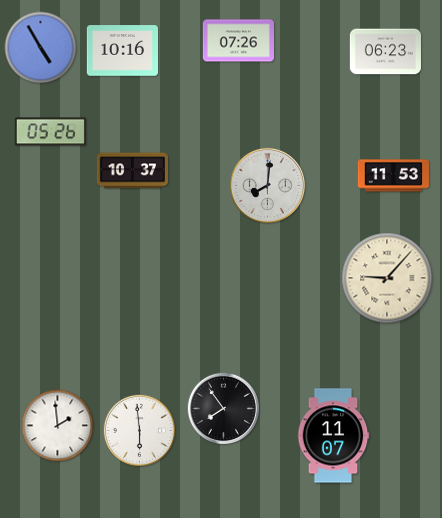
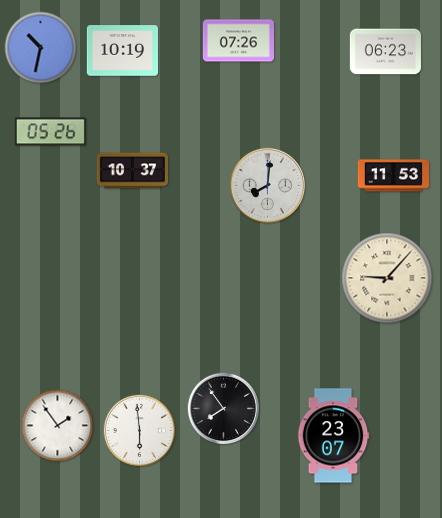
clock at (41, 48): 4:55 -> 10:32
clock at (122, 51): 10:16 -> 10:19
clock at (58, 426): 1:59 -> 1:54
clock at (333, 436): 11:07 -> 23:07
